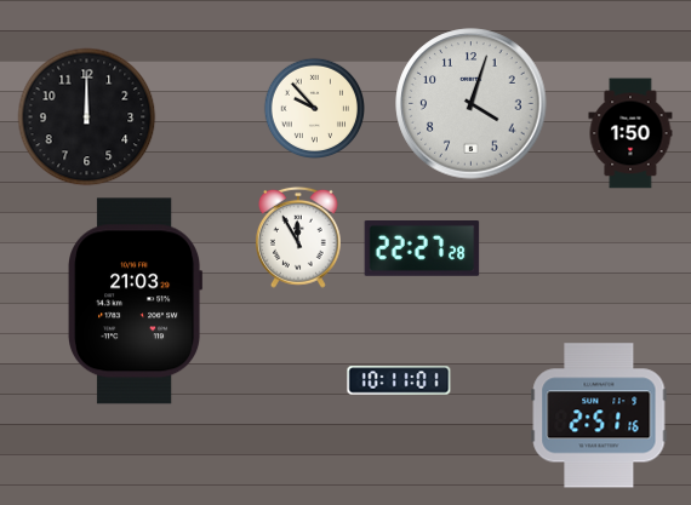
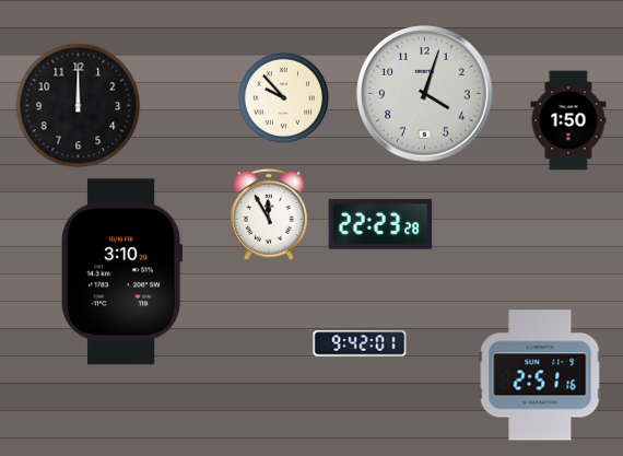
clock at (422, 249): 22:27 -> 22:23
clock at (136, 302): 21:03 -> 3:10
clock at (399, 380): 10:11 -> 9:42
